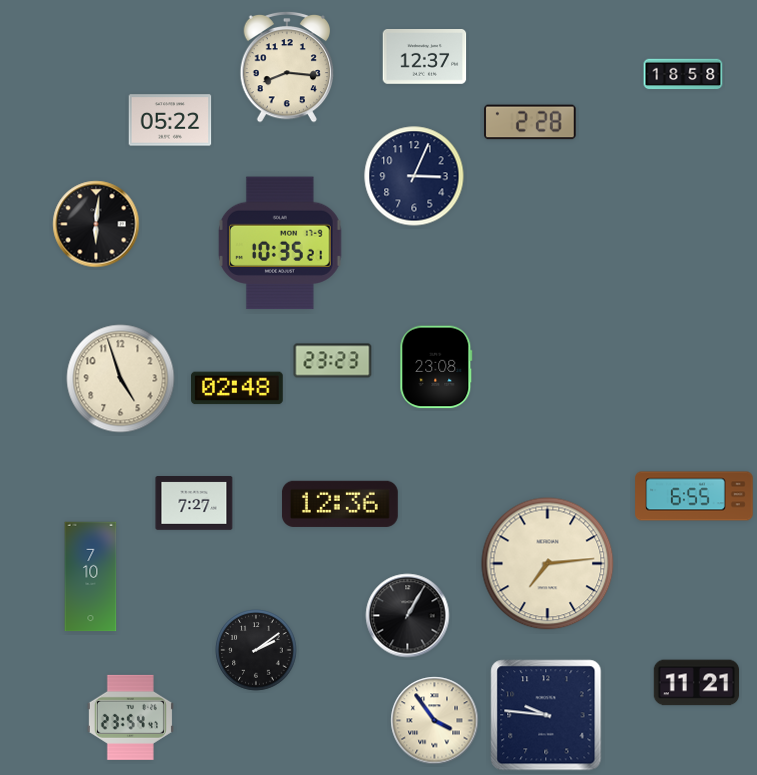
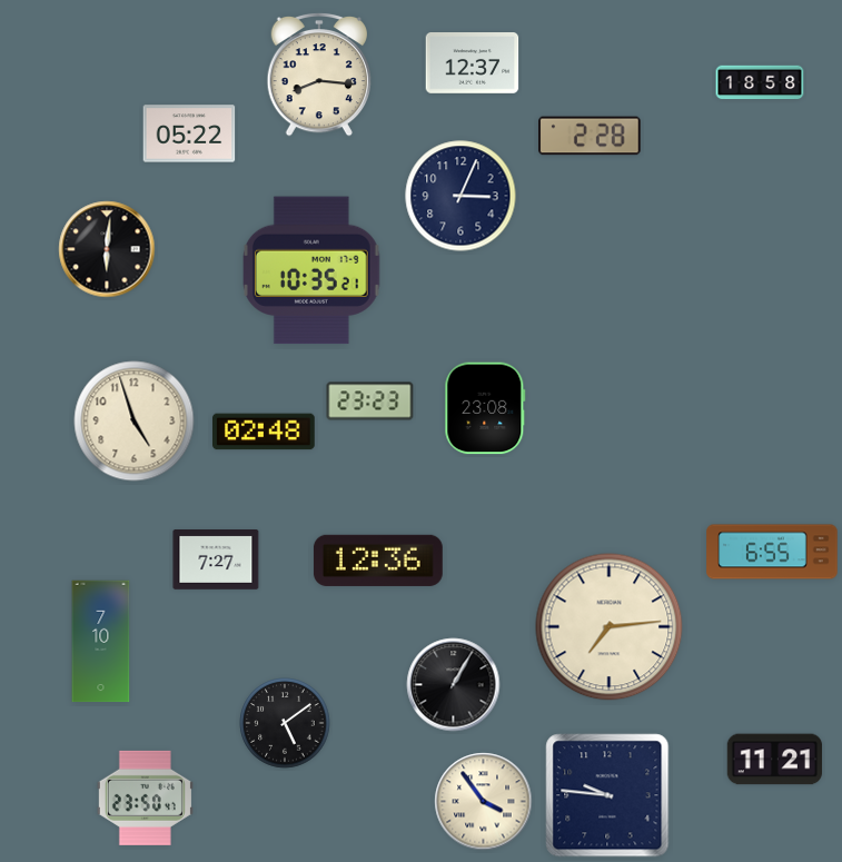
clock at (256, 650): 2:09 -> 5:09
clock at (130, 717): 23:54 -> 23:50
